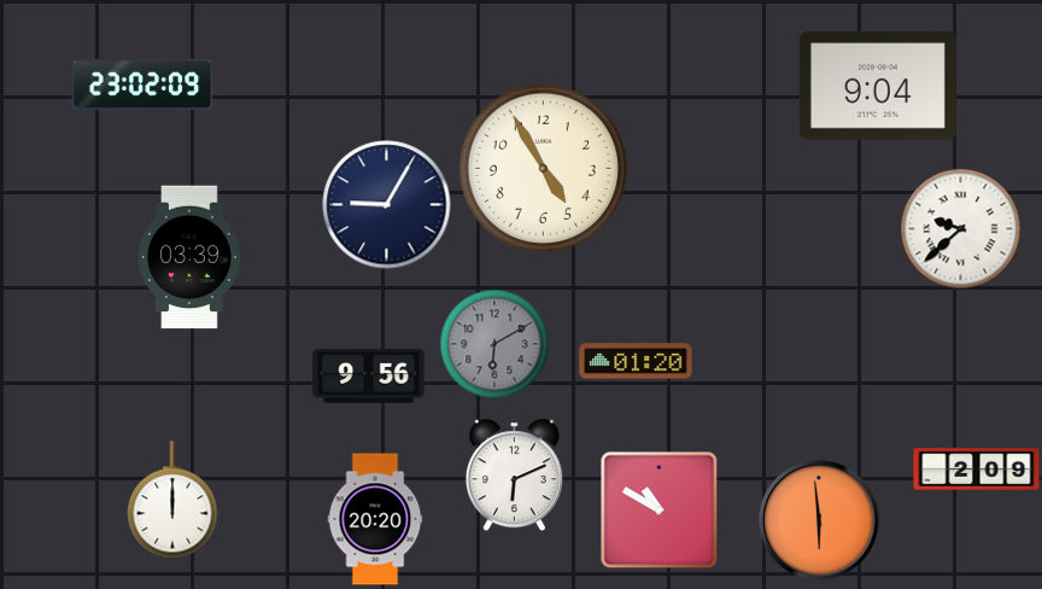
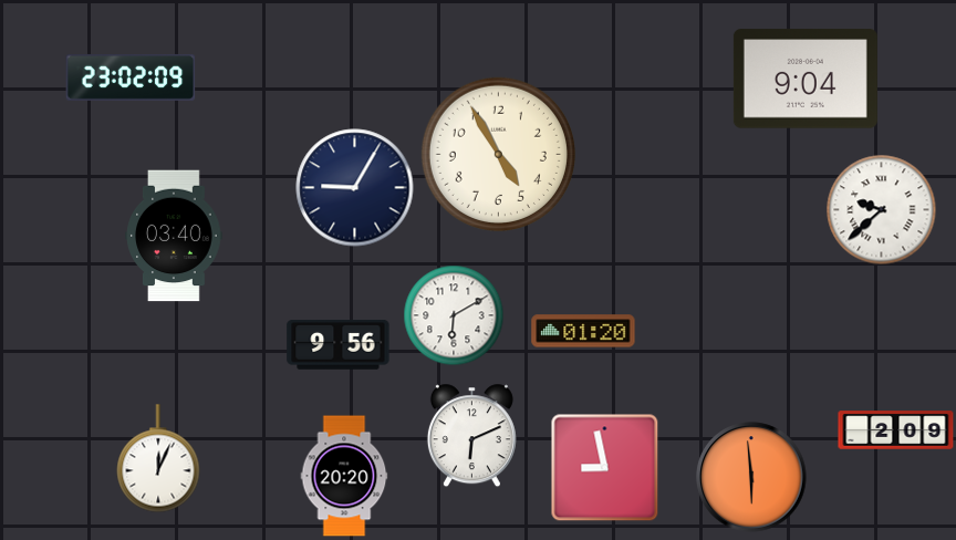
clock at (189, 257): 03:39 -> 03:40
clock at (494, 344) dial: grey -> white
clock at (172, 500): 12:00 -> 12:04
clock at (658, 509): 10:50 -> 8:58
